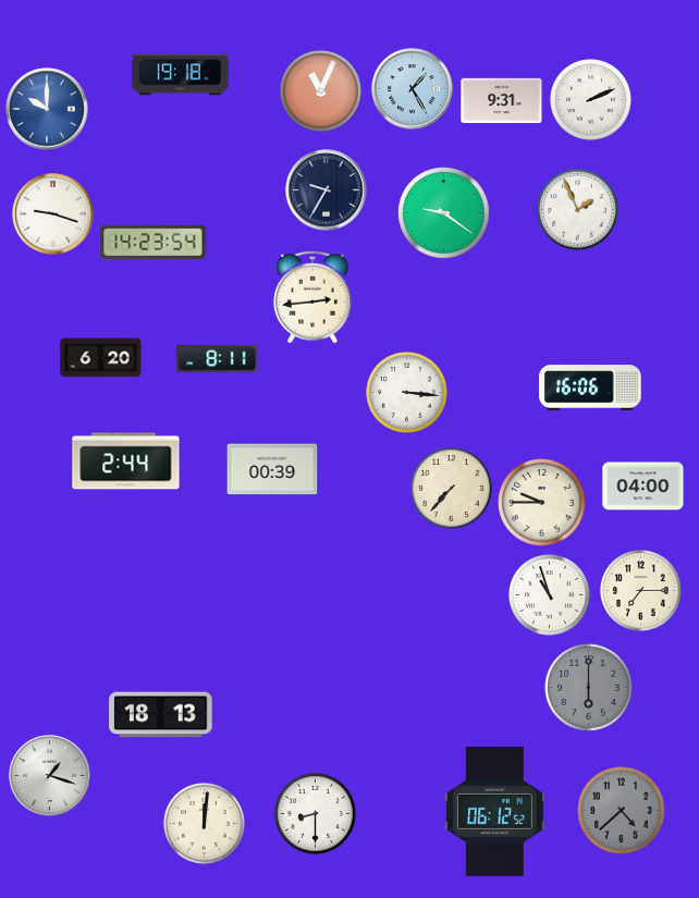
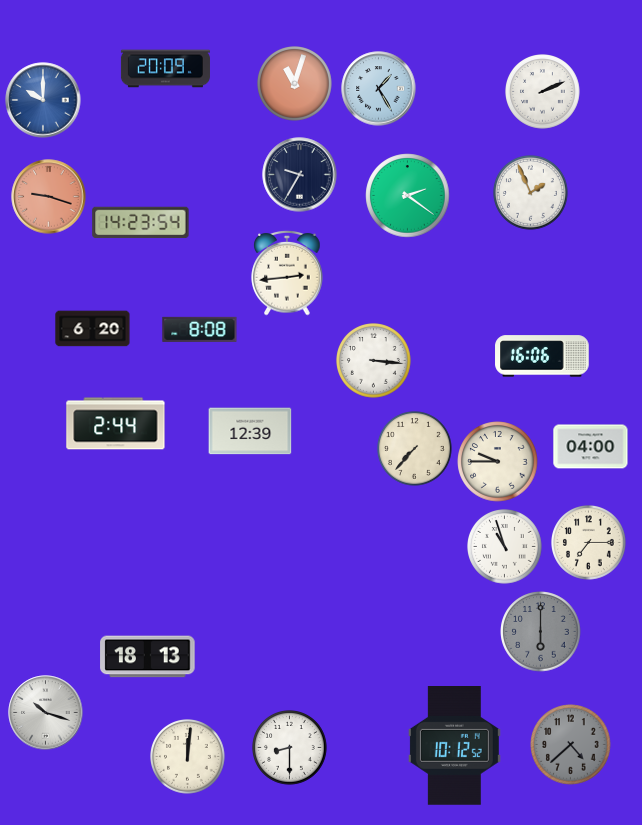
clock at (180, 75): 19:18 -> 20:09
clock at (413, 89) position: (413, 89) -> (379, 89)
clock at (321, 91): 11:04 -> 11:03
clock at (502, 101): 9:31 -> none
clock at (444, 213): 9:21 -> 2:21
clock at (53, 214) dial: white -> salmon
clock at (218, 358): 8:11 -> 8:08
clock at (272, 469): 00:39 -> 12:39
clock at (50, 776): 1:18 -> 10:18
clock at (494, 812): 06:12 -> 10:12
